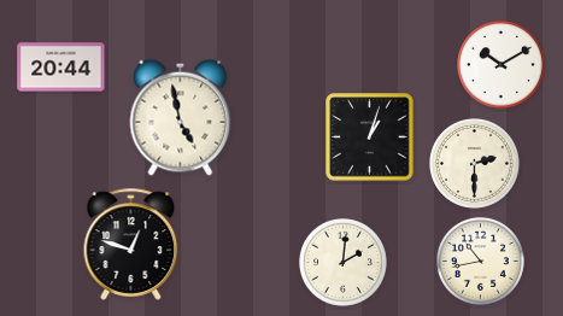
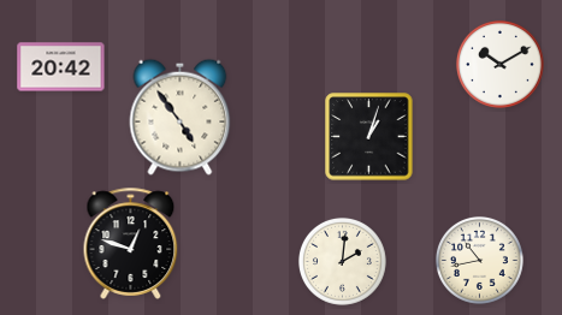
clock at (61, 68): 20:44 -> 20:42
clock at (181, 117): 4:58 -> 4:54
clock at (475, 164): 2:30 -> none
